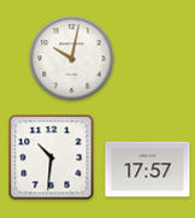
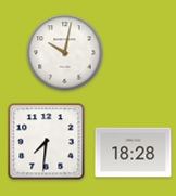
clock at (52, 158): 10:31 -> 7:31
clock at (148, 170): 17:57 -> 18:28
